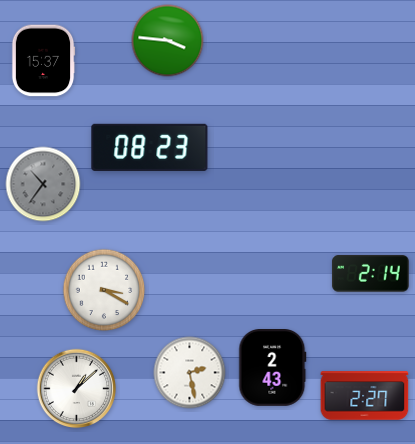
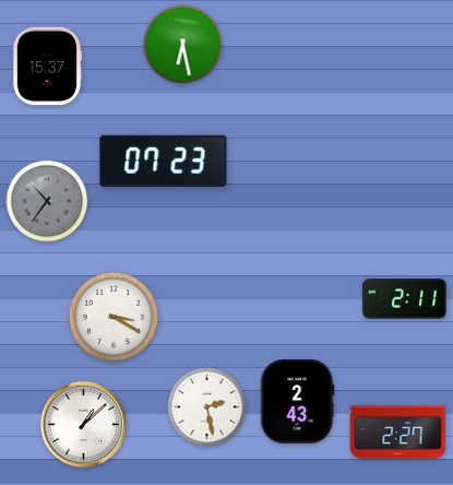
clock at (168, 41): 3:46 -> 6:28
clock at (150, 147): 08:23 -> 07:23
clock at (370, 274): 2:14 -> 2:11
